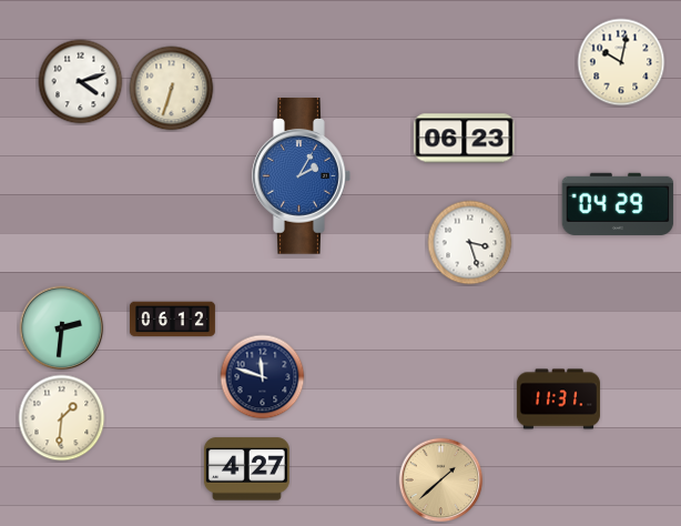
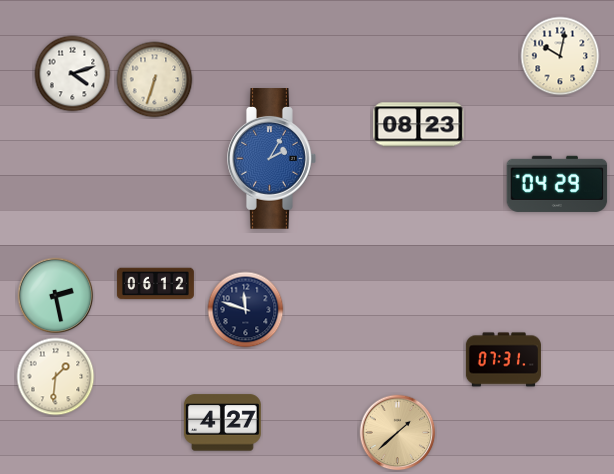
clock at (465, 139): 06:23 -> 08:23
clock at (470, 243): 3:27 -> none
clock at (172, 320) position: (172, 320) -> (155, 284)
clock at (62, 328): 2:31 -> 2:28
clock at (263, 377) position: (263, 377) -> (246, 310)
clock at (558, 399): 11:31 -> 07:31
